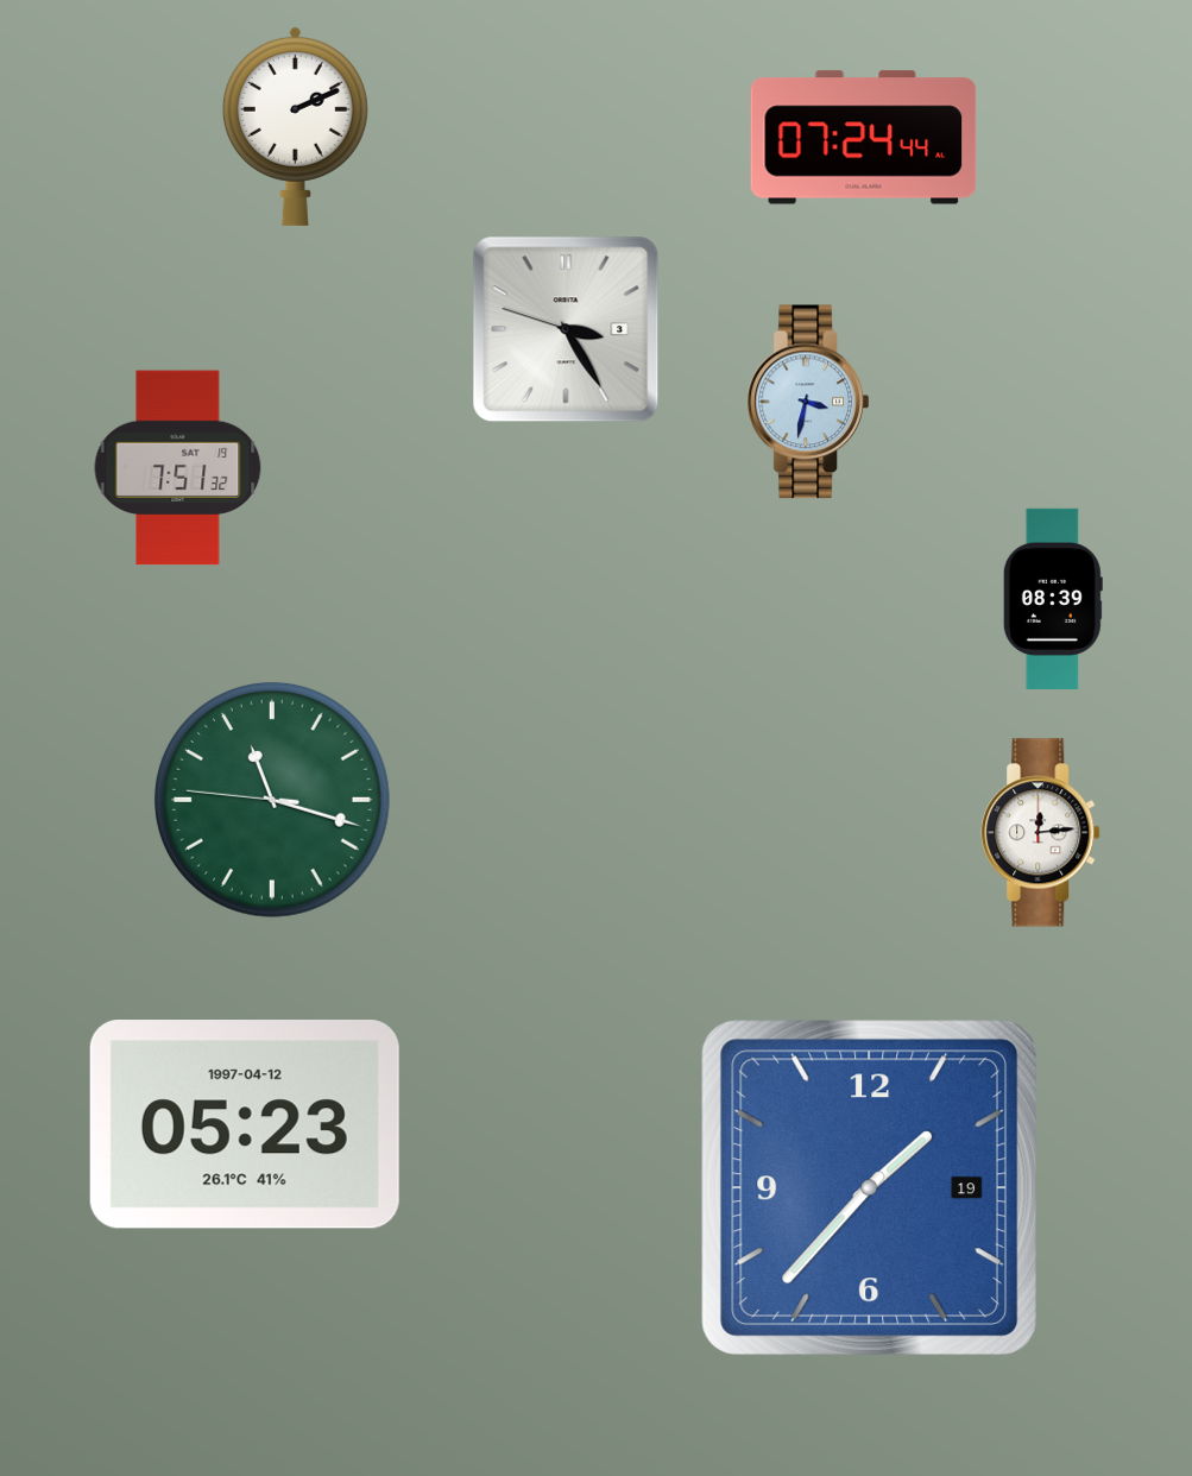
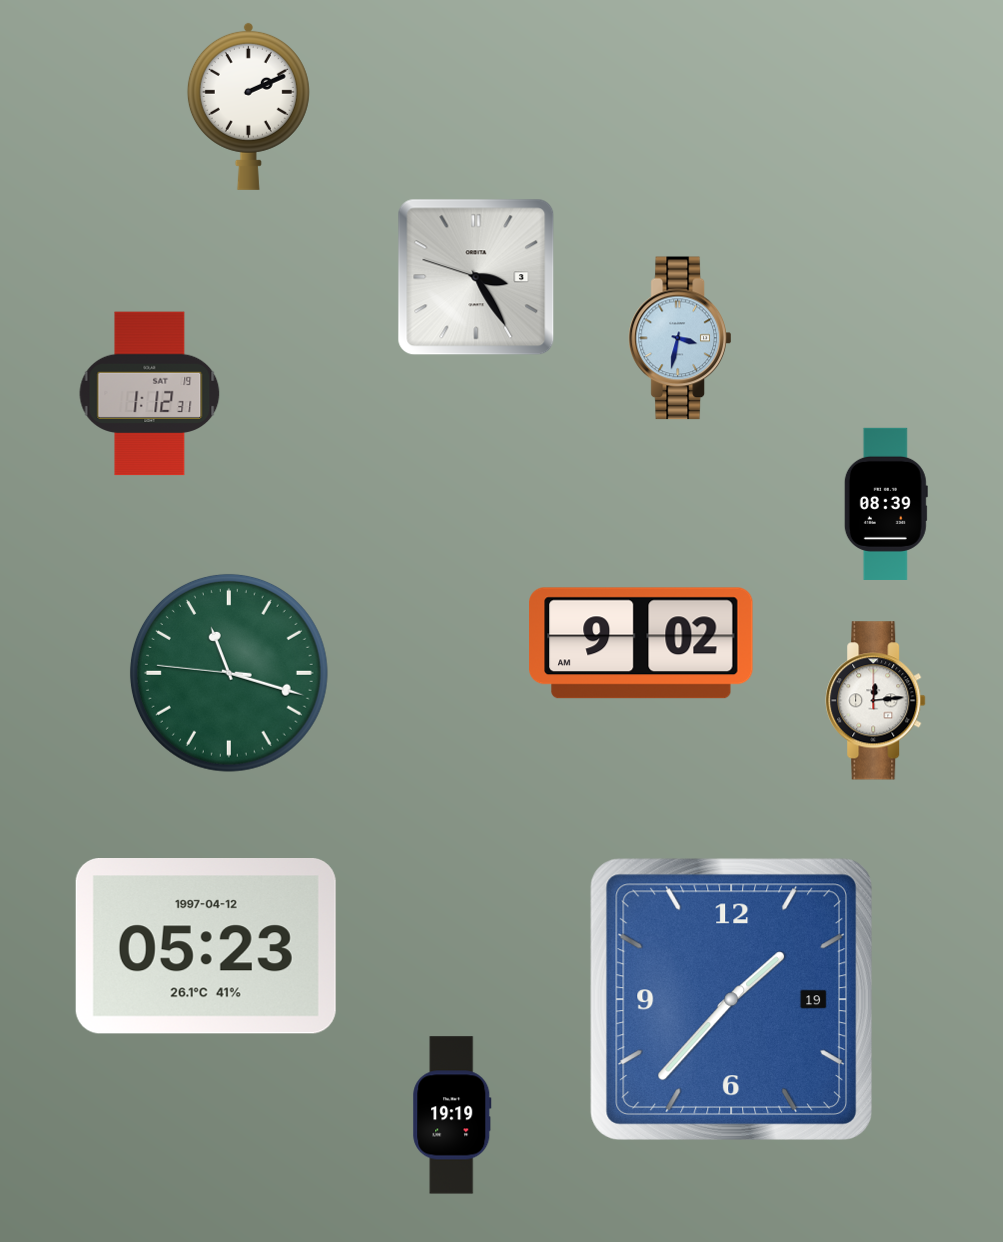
clock at (864, 138): 07:24 -> none
clock at (178, 468): 7:51 -> 1:12
clock at (641, 643): none -> 9:02
clock at (452, 1115): none -> 19:19
